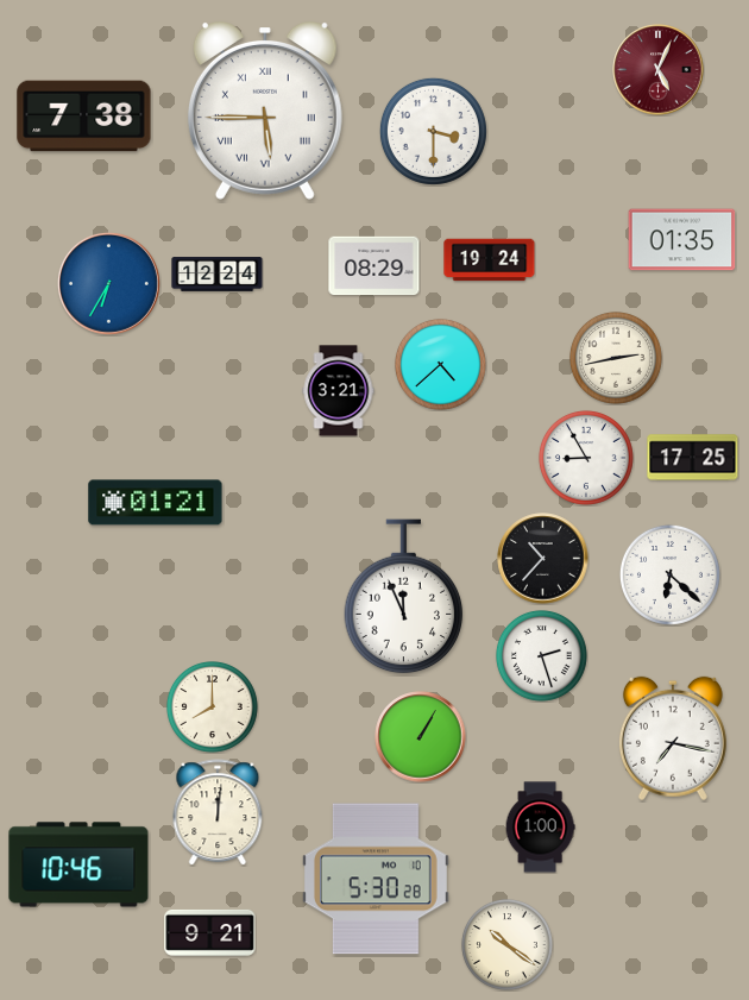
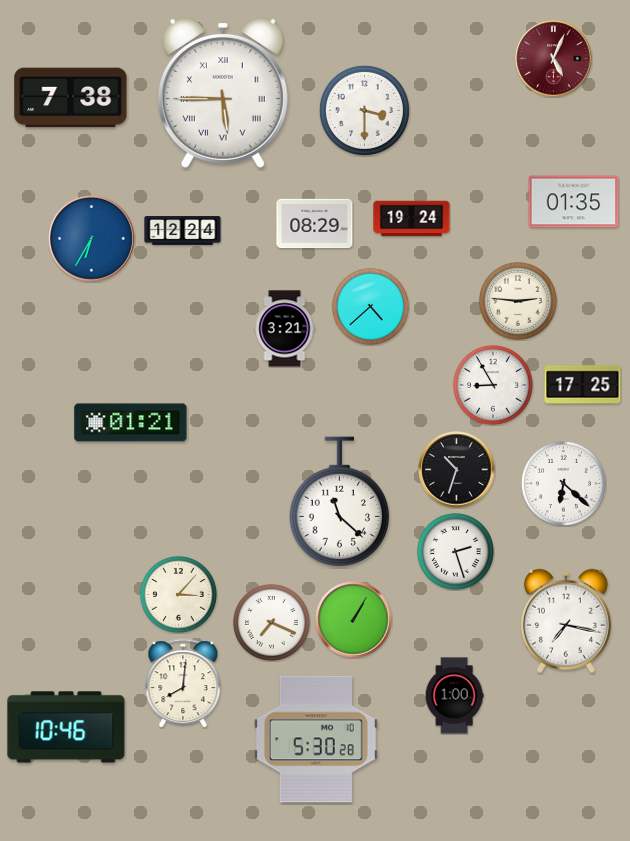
clock at (616, 358): 2:43 -> 2:46
clock at (543, 559): 10:37 -> 10:33
clock at (404, 597): 11:56 -> 11:22
clock at (213, 707): 8:00 -> 3:07
clock at (272, 623): none -> 7:19
clock at (218, 812): 12:01 -> 8:01
clock at (210, 932): 9:21 -> none
clock at (508, 945): 10:21 -> none
